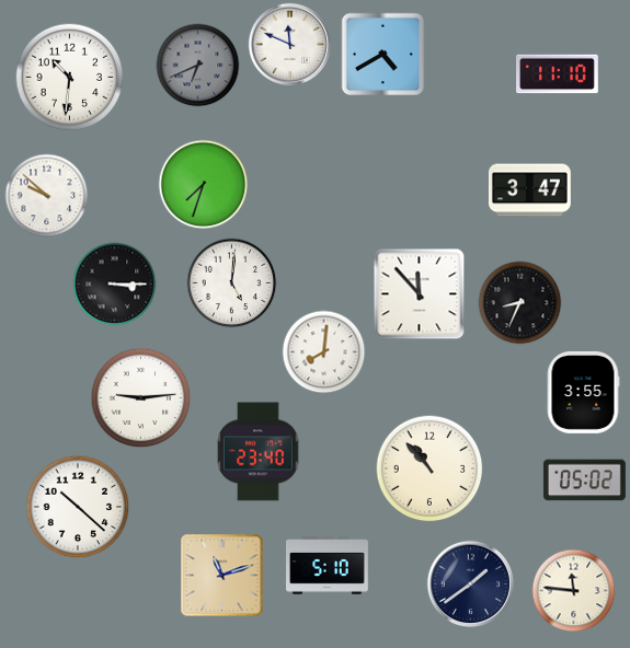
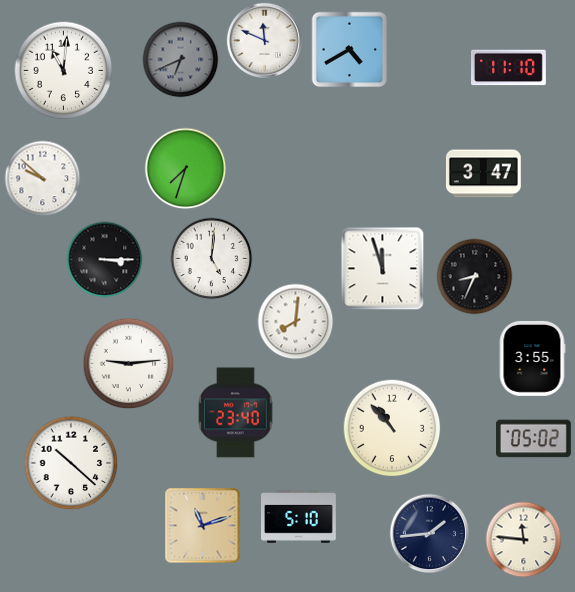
clock at (70, 78): 10:31 -> 11:01
clock at (420, 294): 11:53 -> 11:57
clock at (471, 585): 1:39 -> 1:44
